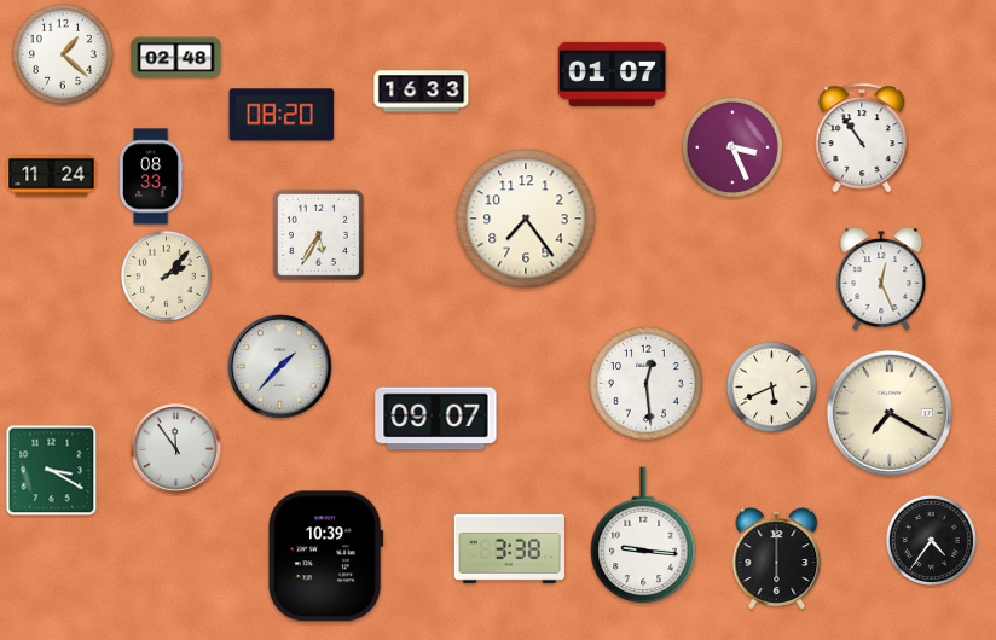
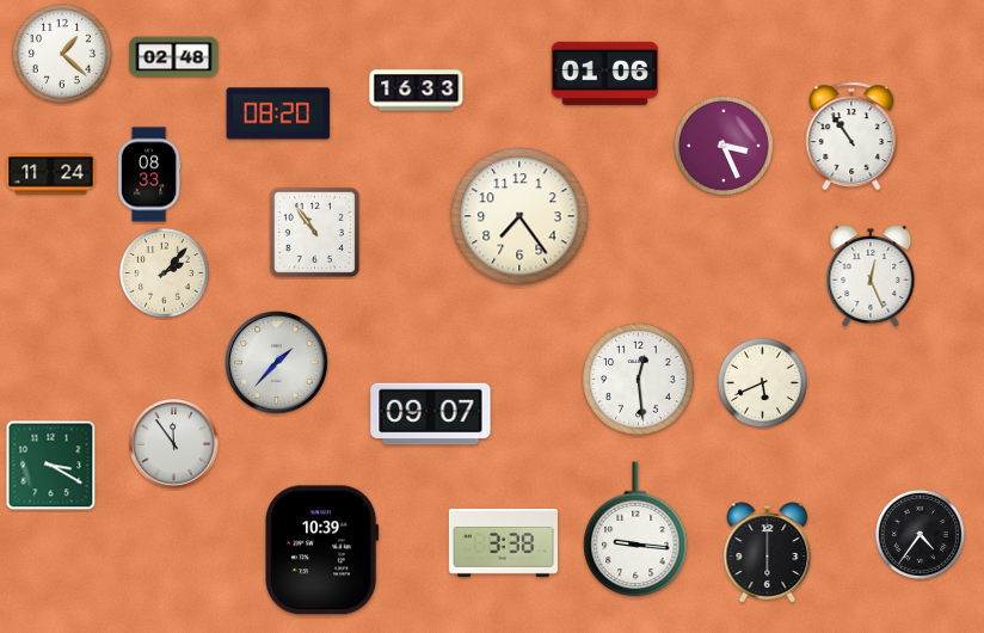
clock at (613, 74): 01:07 -> 01:06
clock at (318, 234): 5:35 -> 10:54
clock at (890, 413): 7:20 -> none
